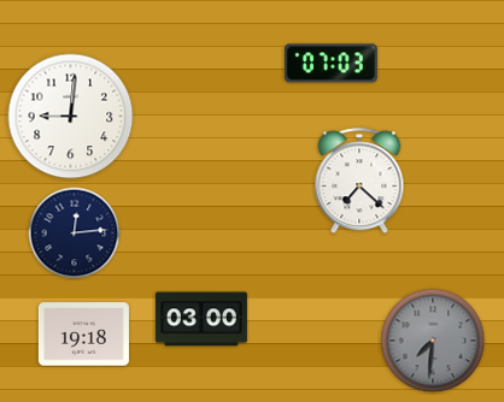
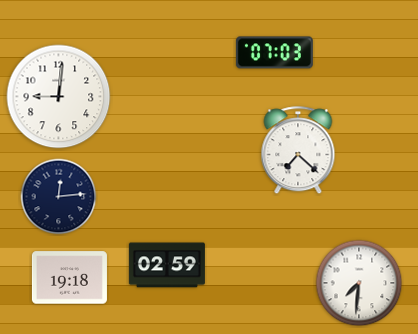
clock at (75, 233) position: (75, 233) -> (59, 197)
clock at (201, 319): 03:00 -> 02:59
clock at (433, 341) dial: grey -> white
